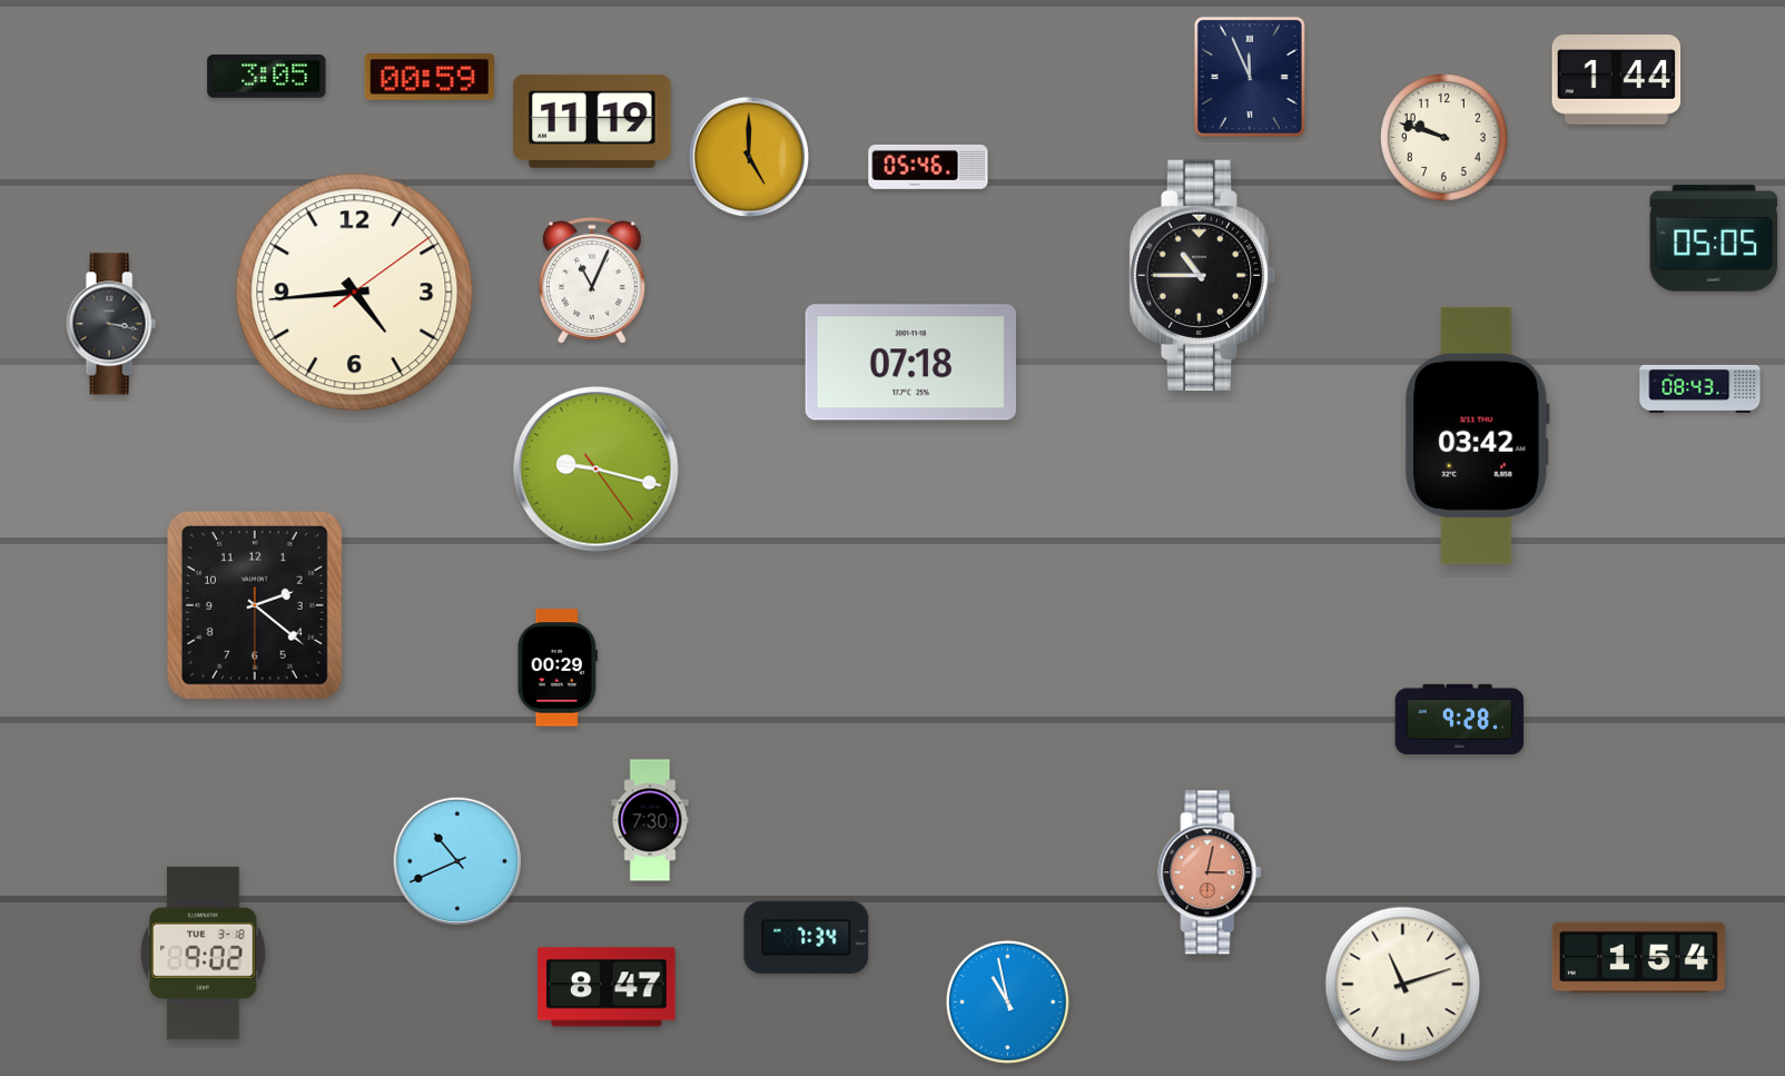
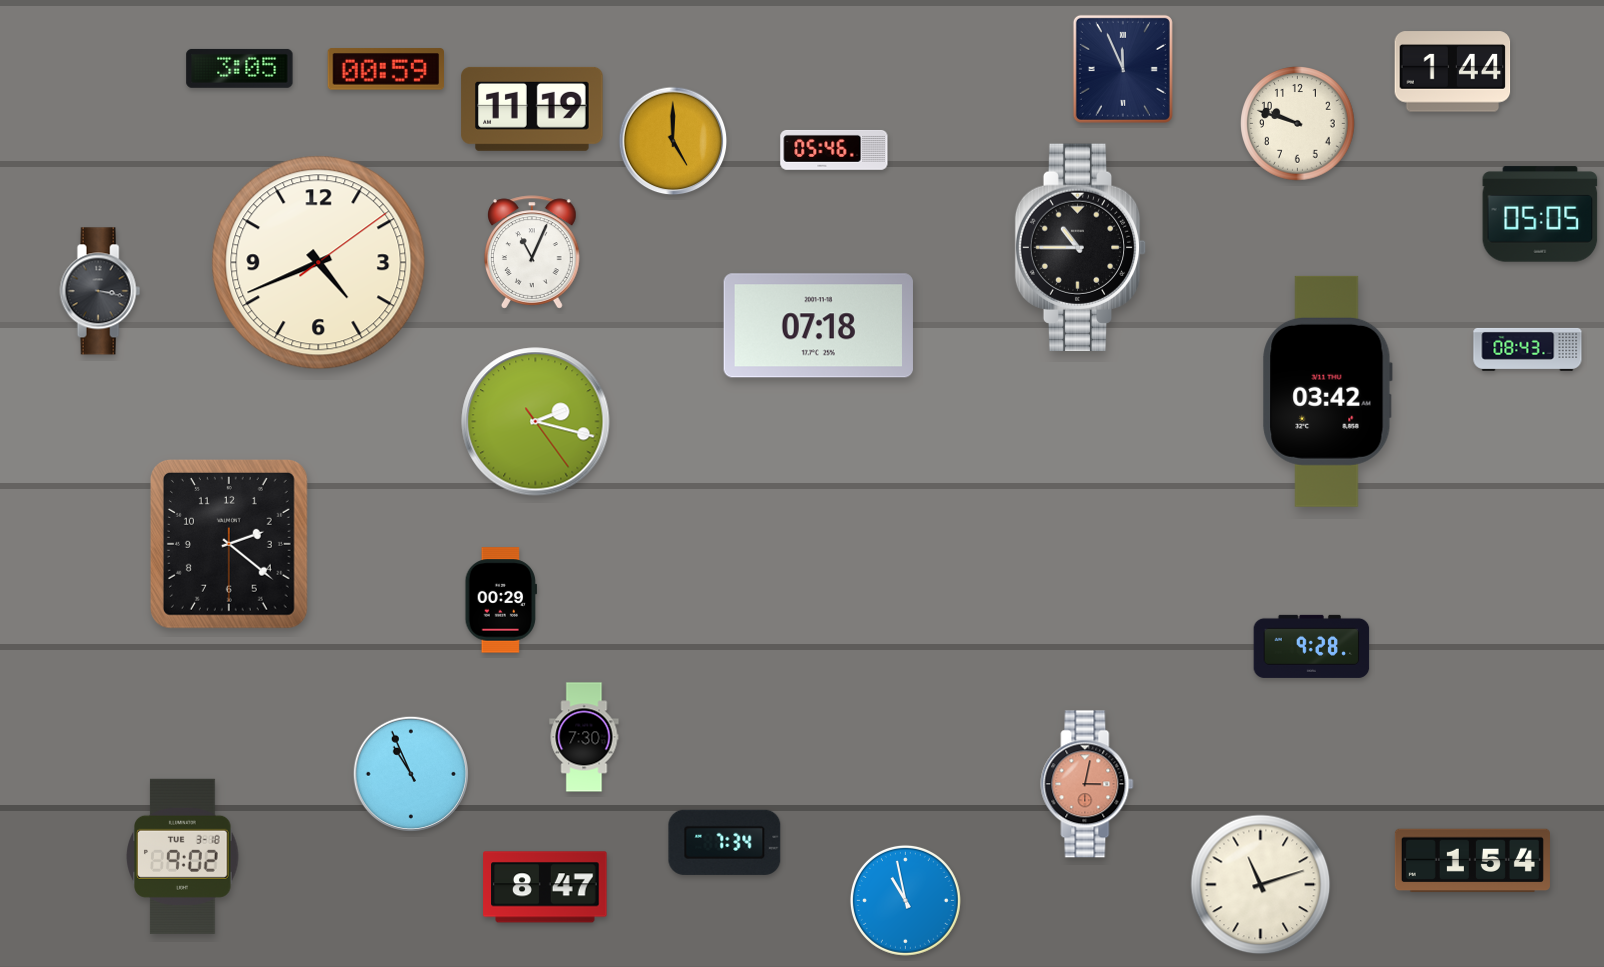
clock at (355, 293): 4:44 -> 4:41
clock at (596, 470): 9:17 -> 2:17
clock at (456, 860): 10:41 -> 10:56
